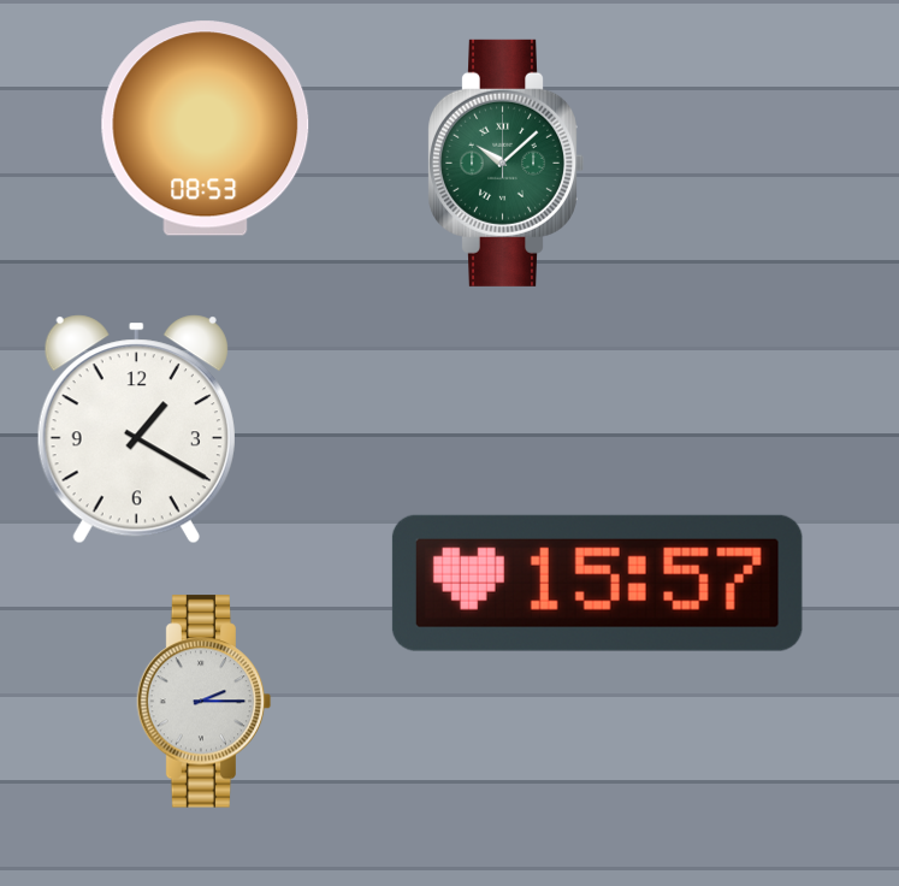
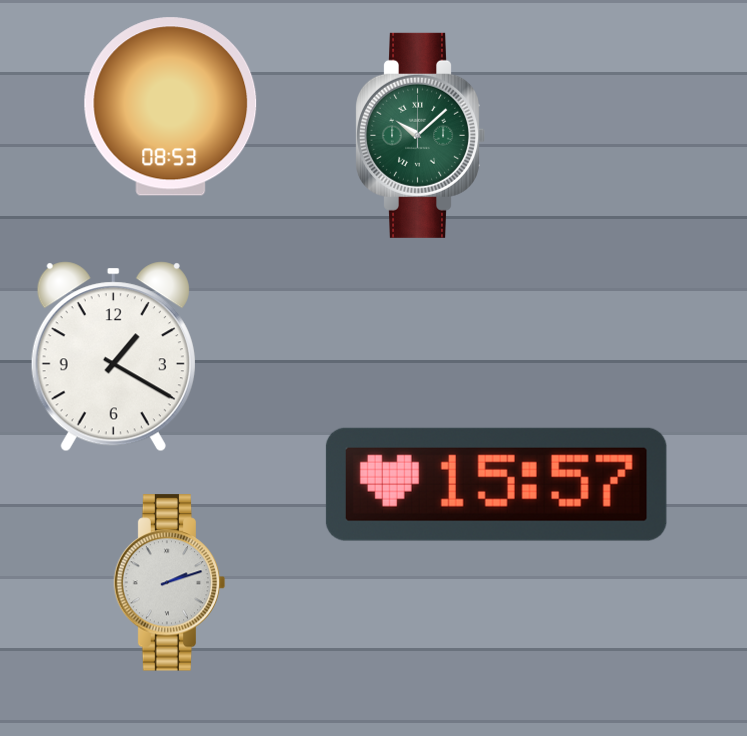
clock at (205, 702): 2:15 -> 2:12
